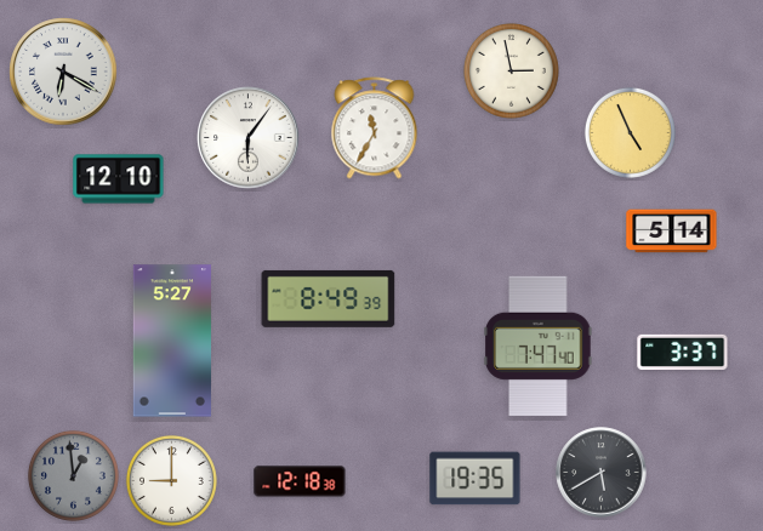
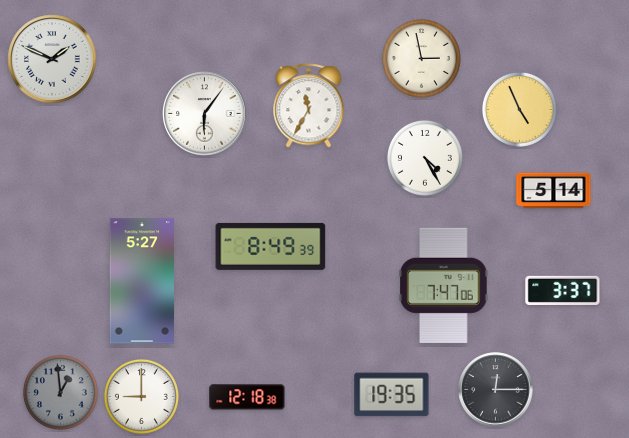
clock at (63, 72): 6:20 -> 1:49
clock at (119, 179): 12:10 -> none
clock at (425, 158): none -> 4:25
clock at (539, 346): 7:47:40 -> 7:47:06
clock at (602, 473): 5:40 -> 12:15
